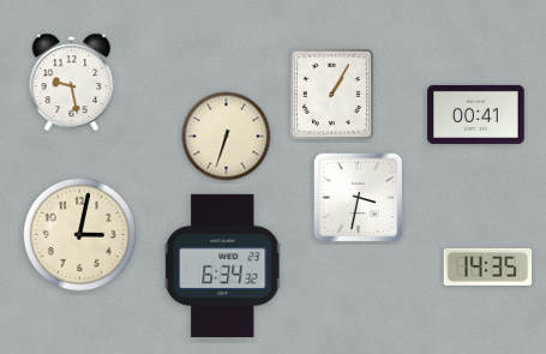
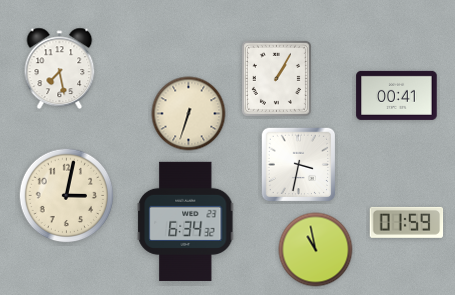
clock at (72, 83): 9:28 -> 7:28
clock at (488, 266): 14:35 -> 01:59
clock at (316, 250): none -> 10:58
